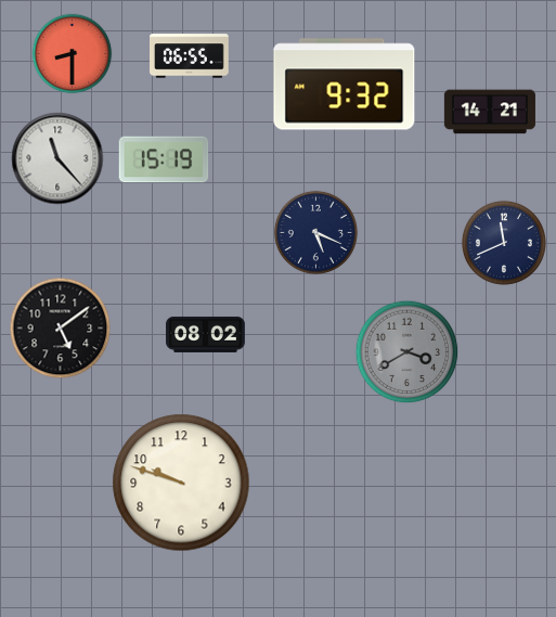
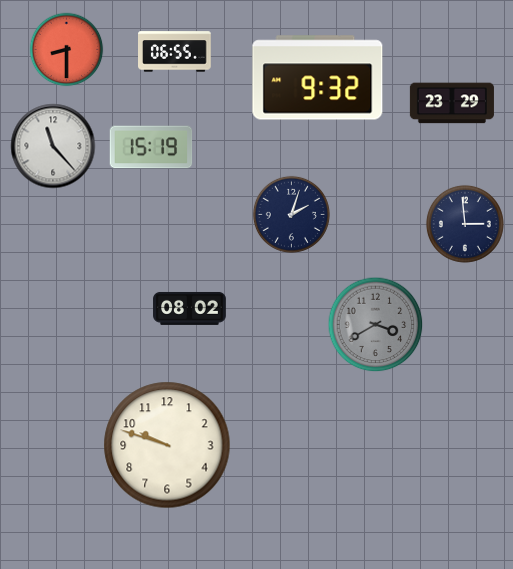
clock at (490, 112): 14:21 -> 23:29
clock at (315, 232): 5:19 -> 2:03
clock at (504, 243): 11:41 -> 2:59
clock at (61, 329): 5:09 -> none
